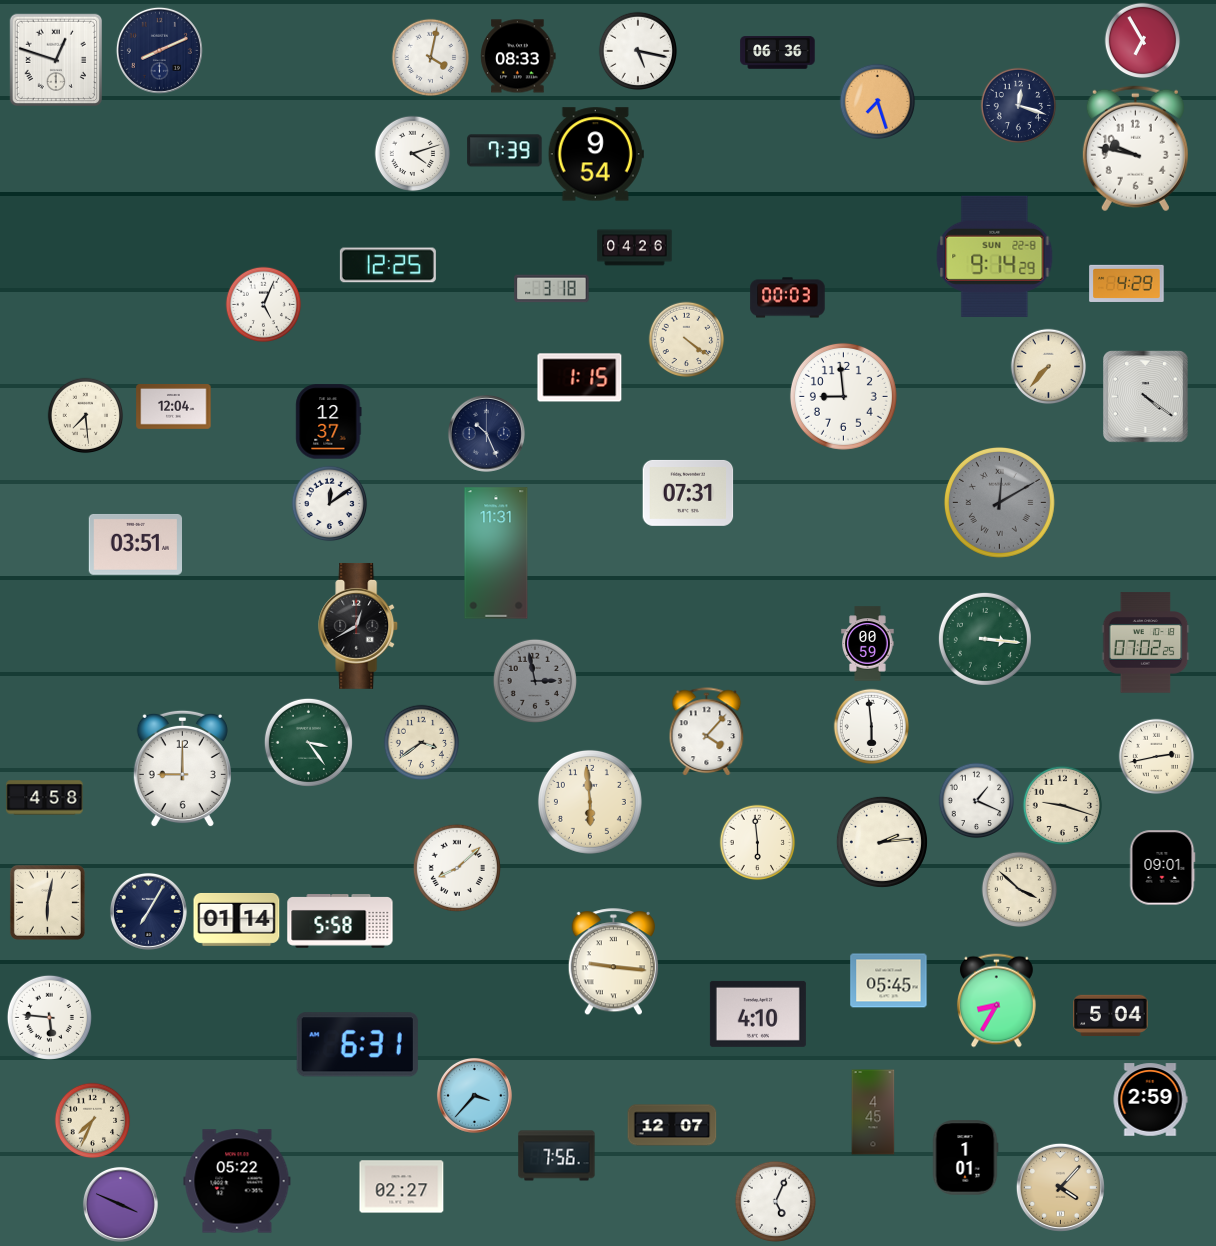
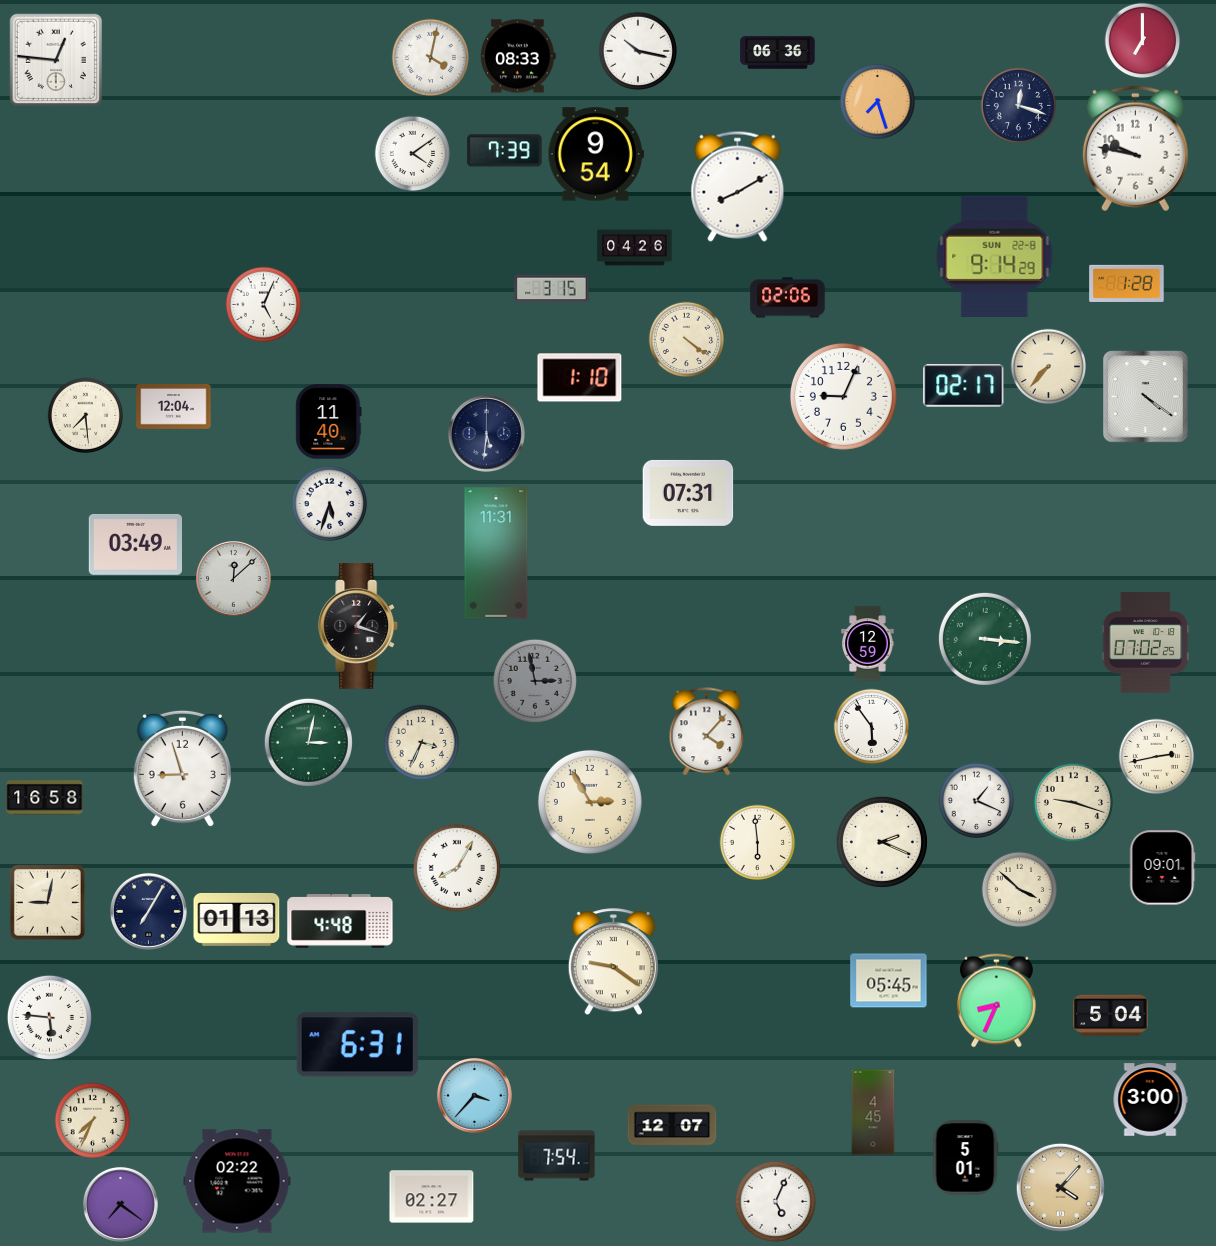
clock at (1143, 41): 6:55 -> 7:00
clock at (159, 50): 8:11 -> none
clock at (637, 50): 5:17 -> 10:17
clock at (55, 59): 12:48 -> 12:46
clock at (413, 154): 4:12 -> 4:09
clock at (738, 186): none -> 8:10
clock at (388, 265): 12:25 -> none
clock at (1127, 283): 4:29 -> 1:28
clock at (552, 289): 3:18 -> 3:15
clock at (788, 298): 00:03 -> 02:06
clock at (580, 378): 1:15 -> 1:10
clock at (964, 386): none -> 02:17
clock at (843, 396): 8:59 -> 9:04
clock at (329, 422): 12:37 -> 11:40
clock at (486, 433): 10:26 -> 5:31
clock at (999, 502): 12:10 -> none
clock at (330, 504): 12:09 -> 5:33
clock at (135, 544): 03:51 -> 03:49
clock at (233, 578): none -> 12:08
clock at (359, 626): 12:40 -> 1:18
clock at (868, 644): 00:59 -> 12:59
clock at (872, 727): 5:59 -> 5:54
clock at (308, 742): 3:24 -> 3:02
clock at (422, 743): 3:39 -> 3:34
clock at (182, 769): 9:00 -> 8:57
clock at (45, 798): 4:58 -> 16:58
clock at (590, 802): 5:59 -> 2:55
clock at (1062, 805) position: (1062, 805) -> (1073, 802)
clock at (882, 842): 2:14 -> 2:19
clock at (457, 868): 8:08 -> 8:05
clock at (47, 902): 6:02 -> 9:02
clock at (237, 919): 01:14 -> 01:13
clock at (340, 921): 5:58 -> 4:48
clock at (613, 962): 9:16 -> 9:21
clock at (996, 1001): 8:35 -> 8:34
clock at (758, 1014): 4:10 -> none
clock at (1150, 1100): 2:59 -> 3:00
clock at (557, 1156): 7:56 -> 7:54
clock at (965, 1158): 1:01 -> 5:01
clock at (237, 1181): 05:22 -> 02:22
clock at (402, 1187) position: (402, 1187) -> (432, 1197)
clock at (120, 1204): 3:49 -> 7:21
